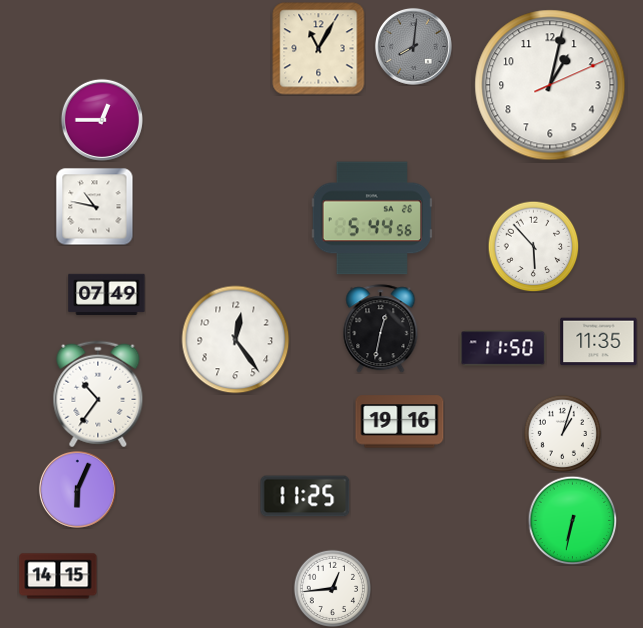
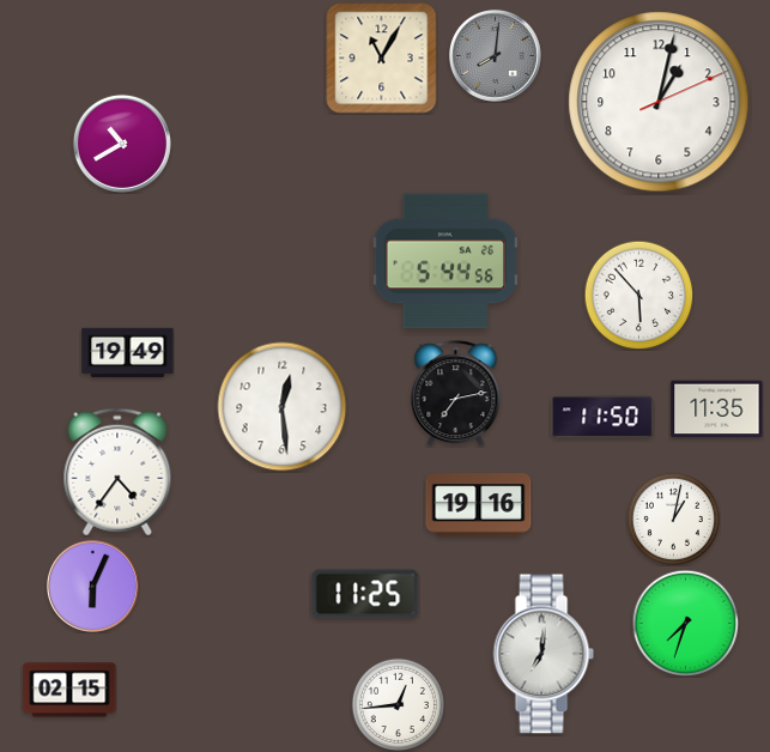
clock at (102, 120): 12:45 -> 10:40
clock at (94, 206): 10:47 -> none
clock at (107, 294): 07:49 -> 19:49
clock at (381, 329): 12:32 -> 7:13
clock at (236, 340): 12:24 -> 12:29
clock at (98, 394): 10:36 -> 4:36
clock at (562, 433): 1:03 -> 1:02
clock at (572, 520): 6:32 -> 7:33
clock at (544, 654): none -> 7:01
clock at (58, 576): 14:15 -> 02:15
